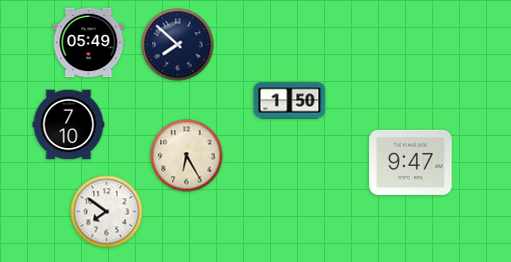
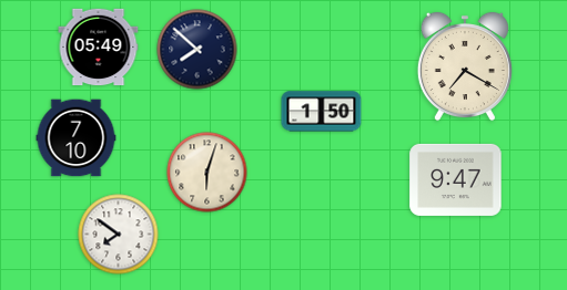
clock at (465, 66): none -> 7:20
clock at (187, 156): 6:25 -> 6:03
